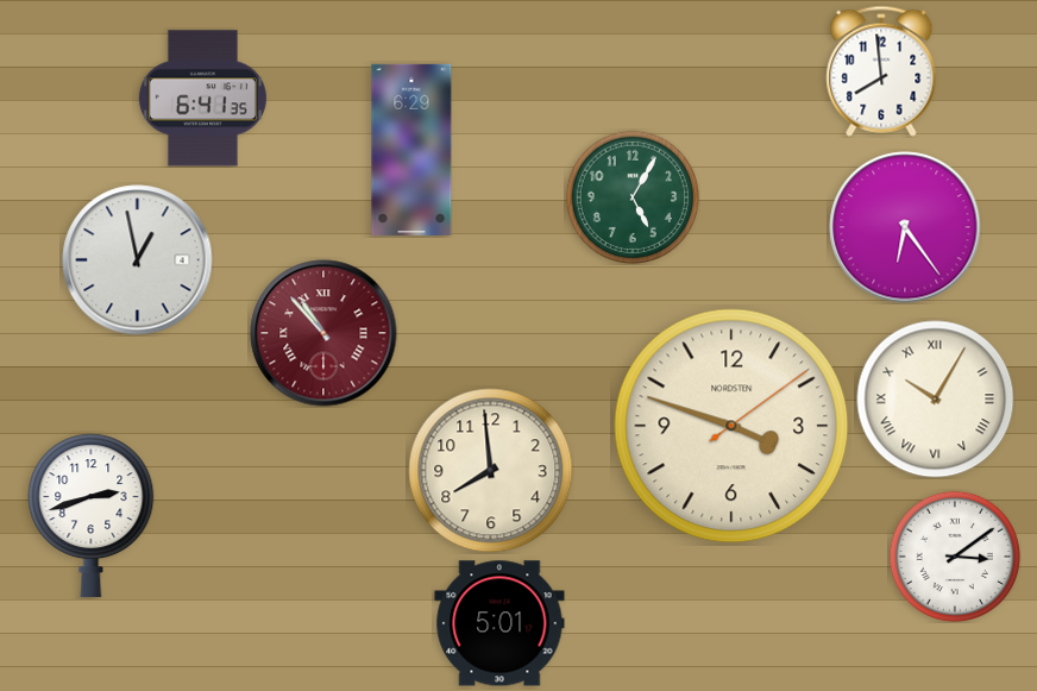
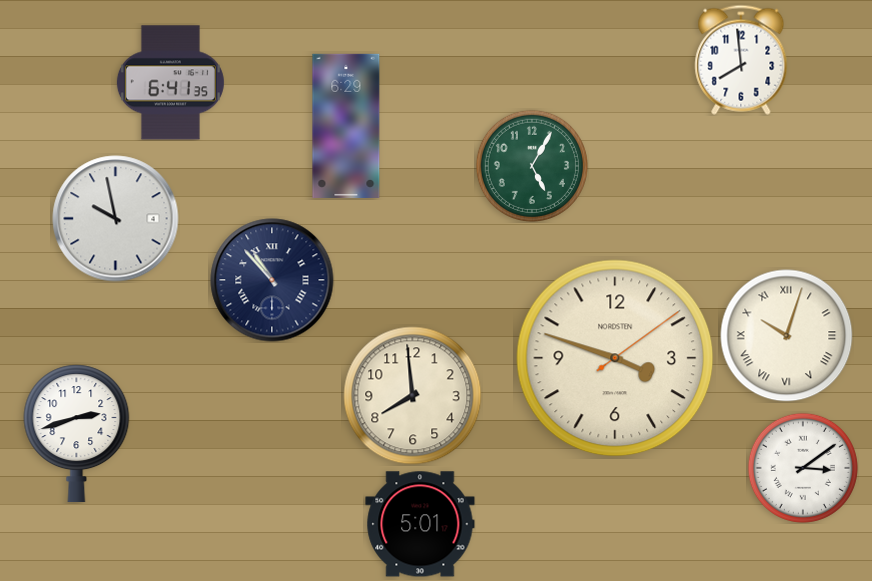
clock at (905, 227): 6:24 -> none
clock at (138, 260): 12:58 -> 9:58
clock at (323, 333) dial: burgundy -> navy
clock at (936, 400): 10:05 -> 10:03
